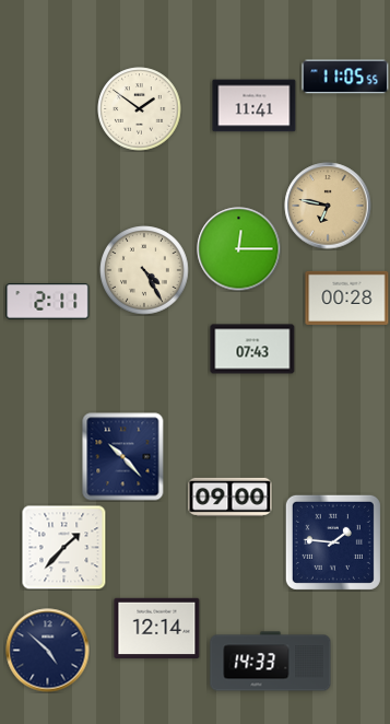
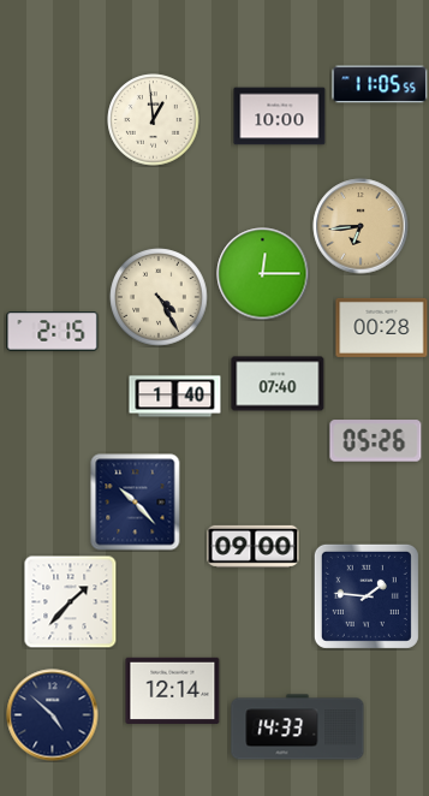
clock at (255, 106): 11:41 -> 10:00
clock at (140, 109): 1:51 -> 12:59
clock at (328, 206): 6:47 -> 6:44
clock at (48, 302): 2:11 -> 2:15
clock at (252, 349): 07:43 -> 07:40
clock at (175, 397): none -> 1:40
clock at (376, 441): none -> 05:26
